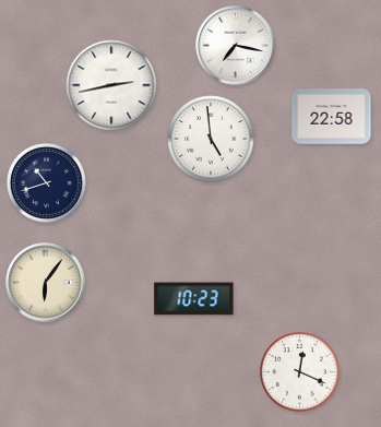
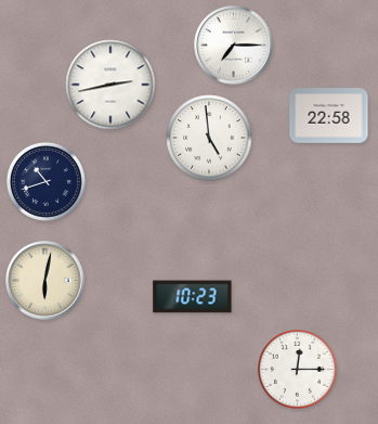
clock at (236, 46): 7:17 -> 7:15
clock at (46, 283): 6:06 -> 6:02
clock at (299, 371): 12:19 -> 12:15
